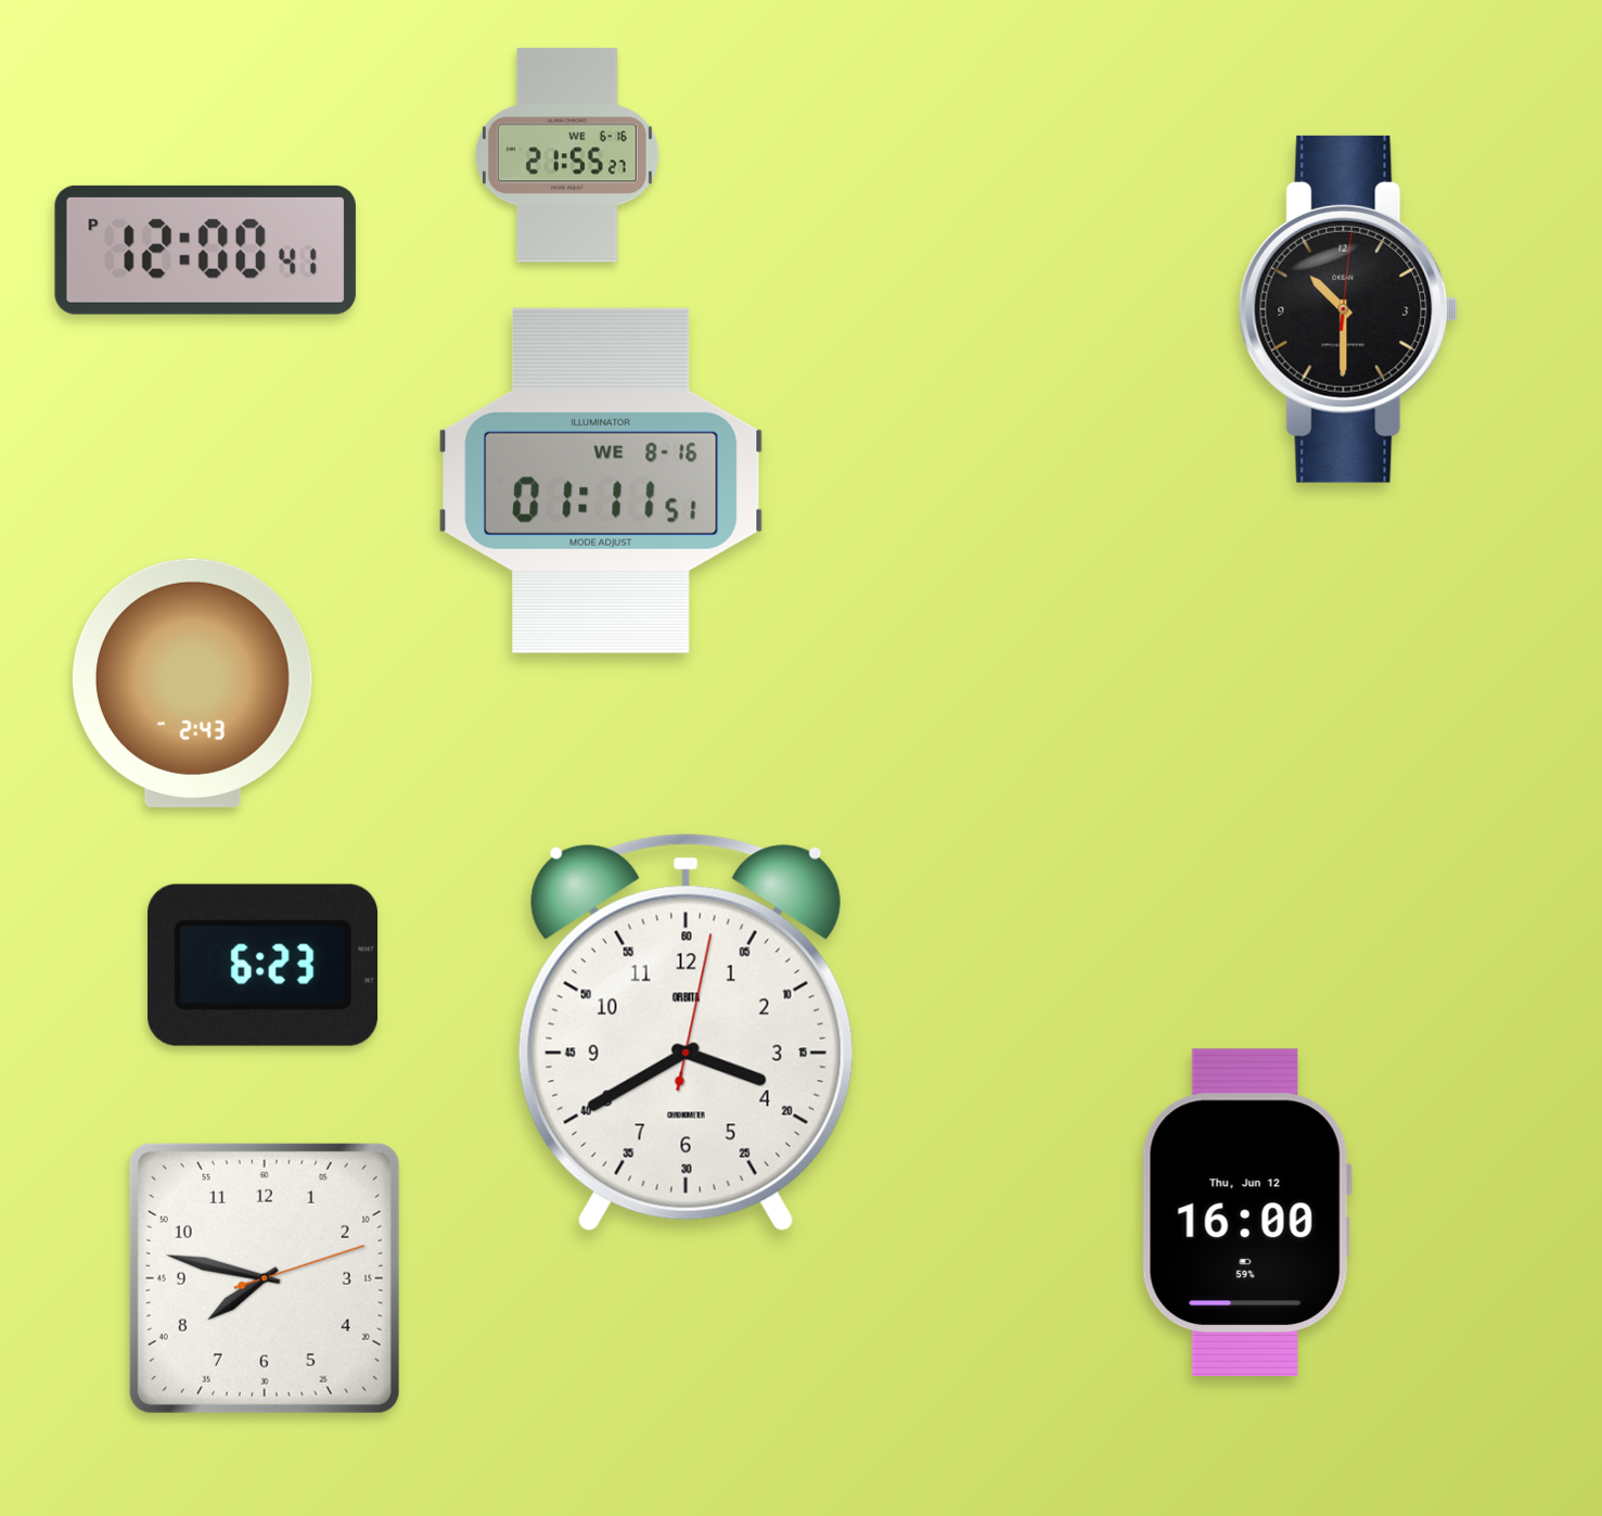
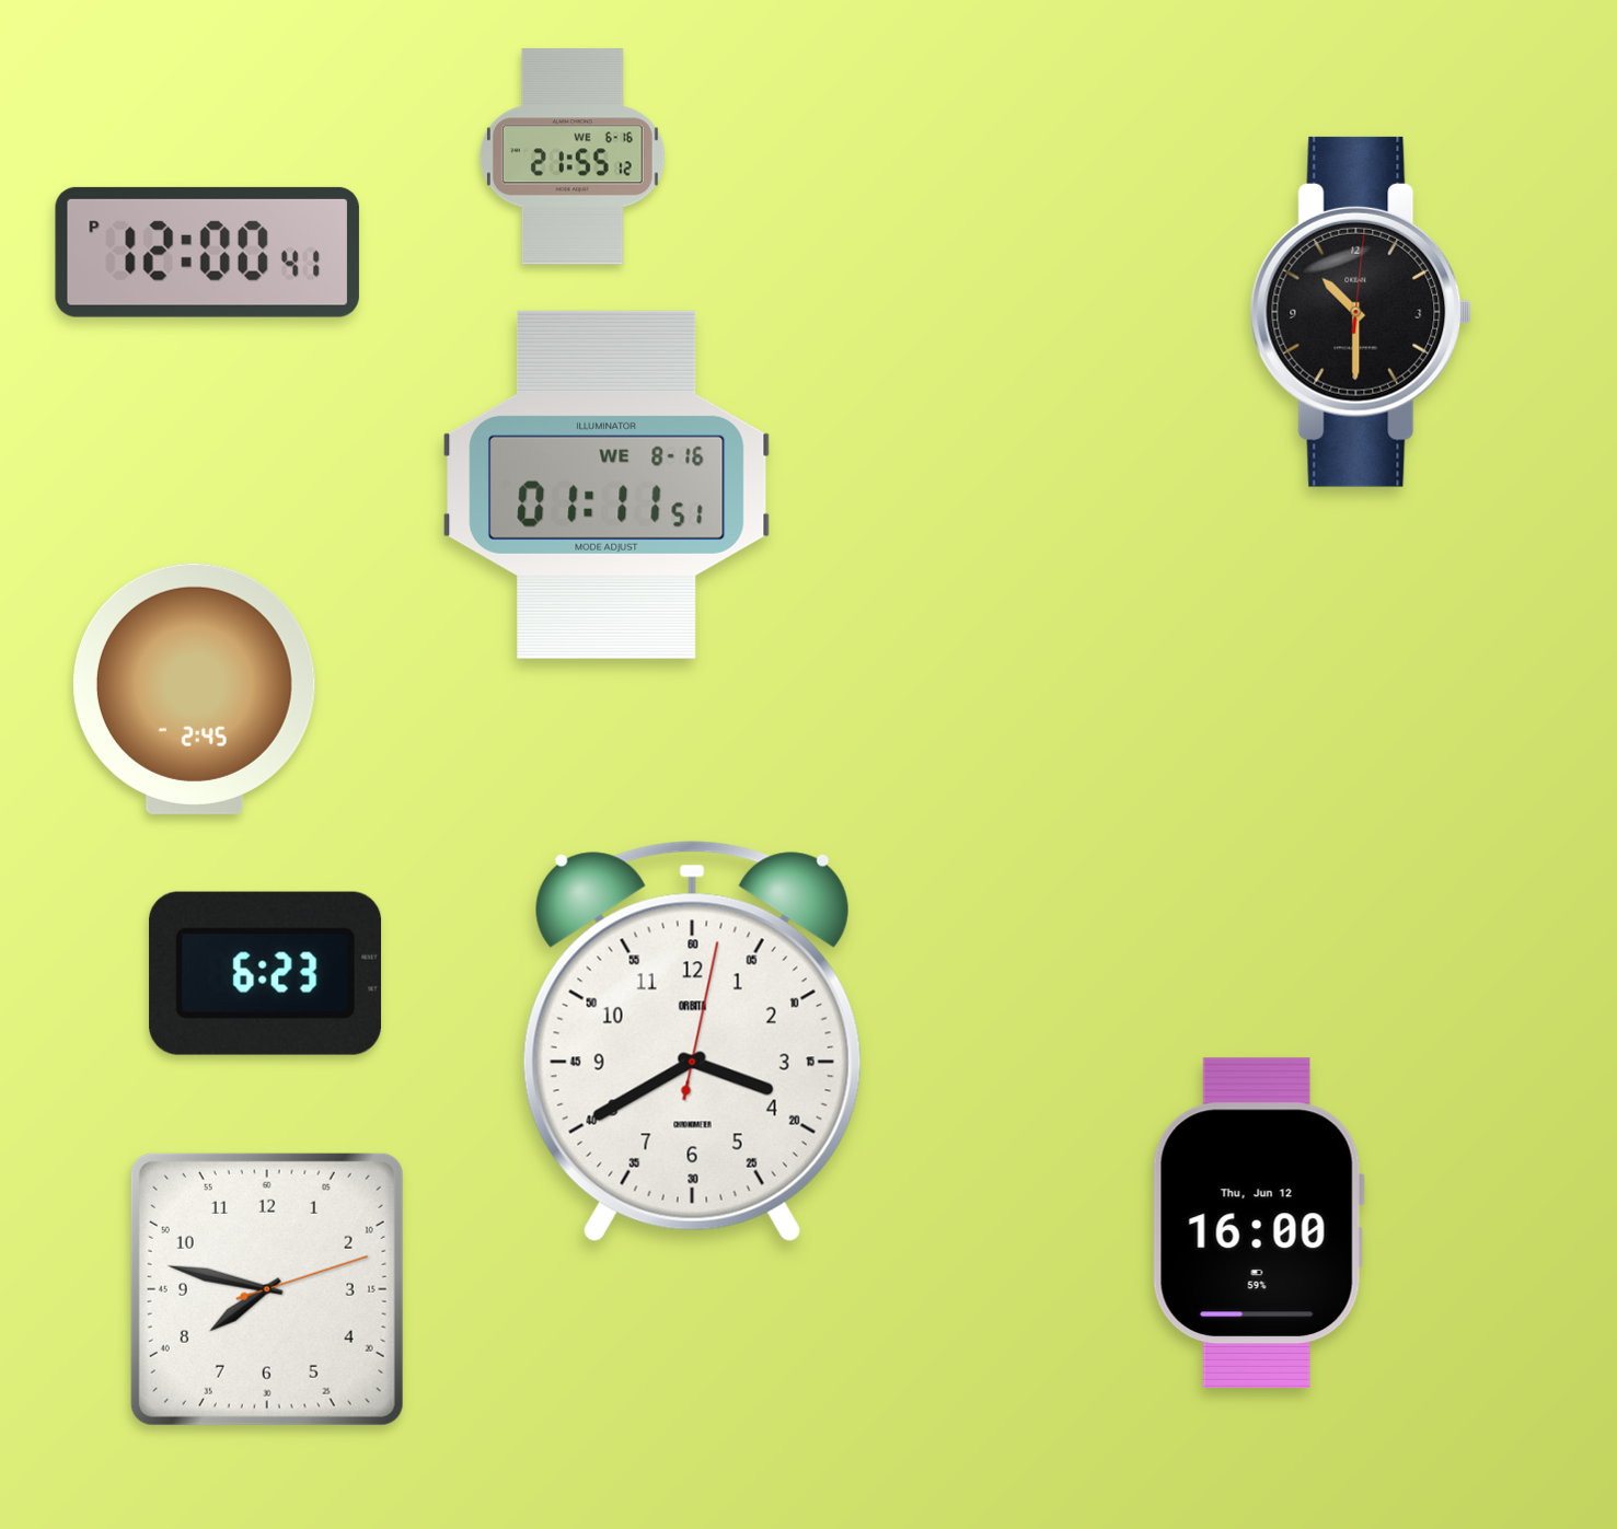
clock at (567, 155): 21:55:27 -> 21:55:12
clock at (192, 683): 2:43 -> 2:45
